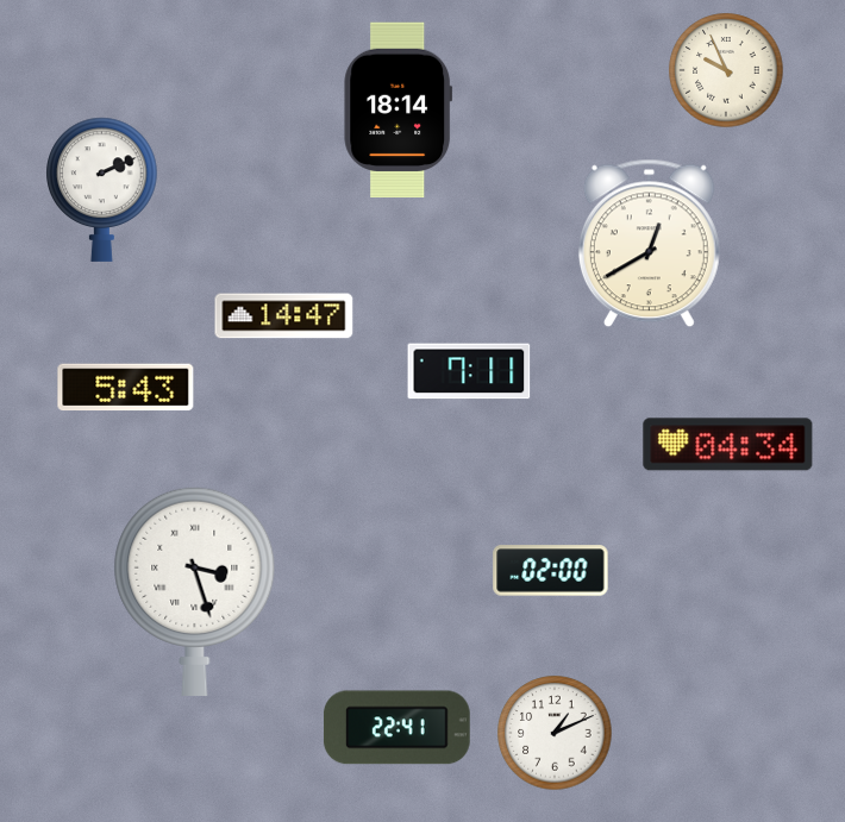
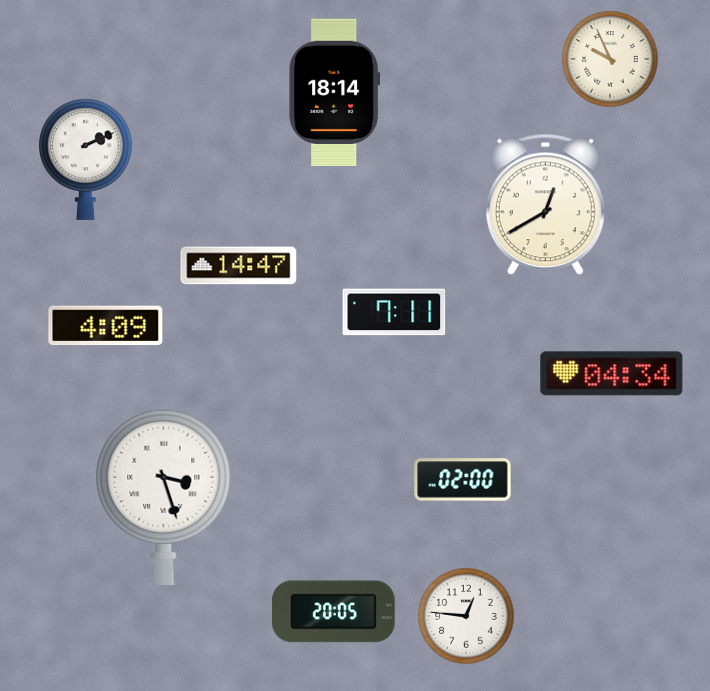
clock at (126, 388): 5:43 -> 4:09
clock at (396, 728): 22:41 -> 20:05
clock at (555, 733): 1:11 -> 12:46
